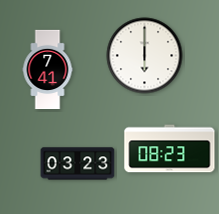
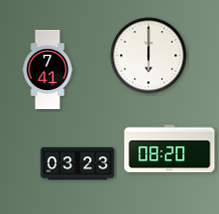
clock at (145, 56) position: (145, 56) -> (149, 56)
clock at (170, 149): 08:23 -> 08:20
